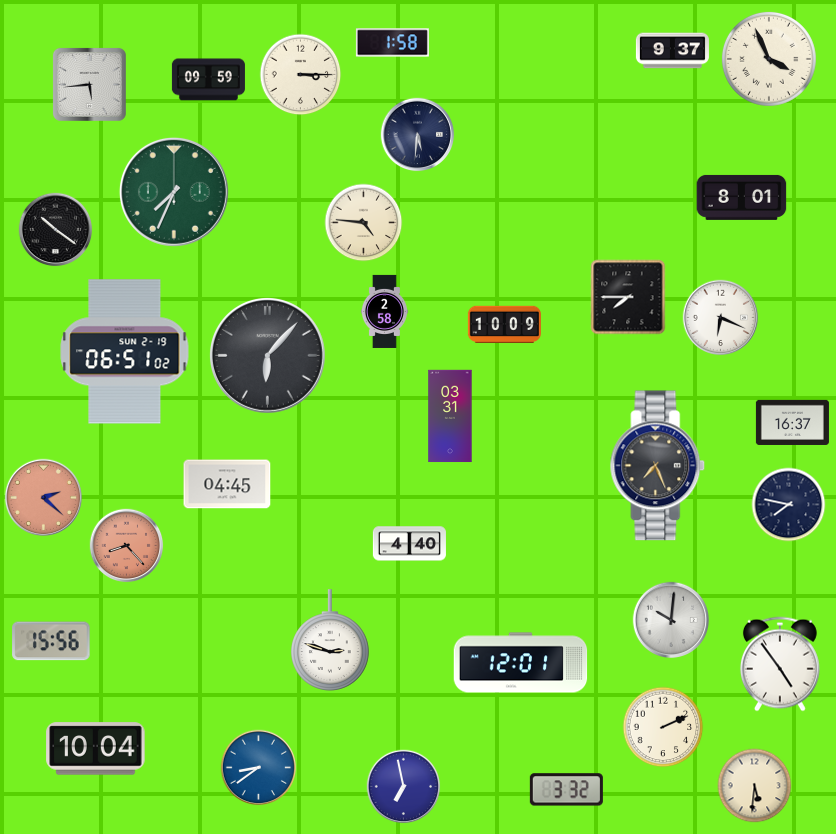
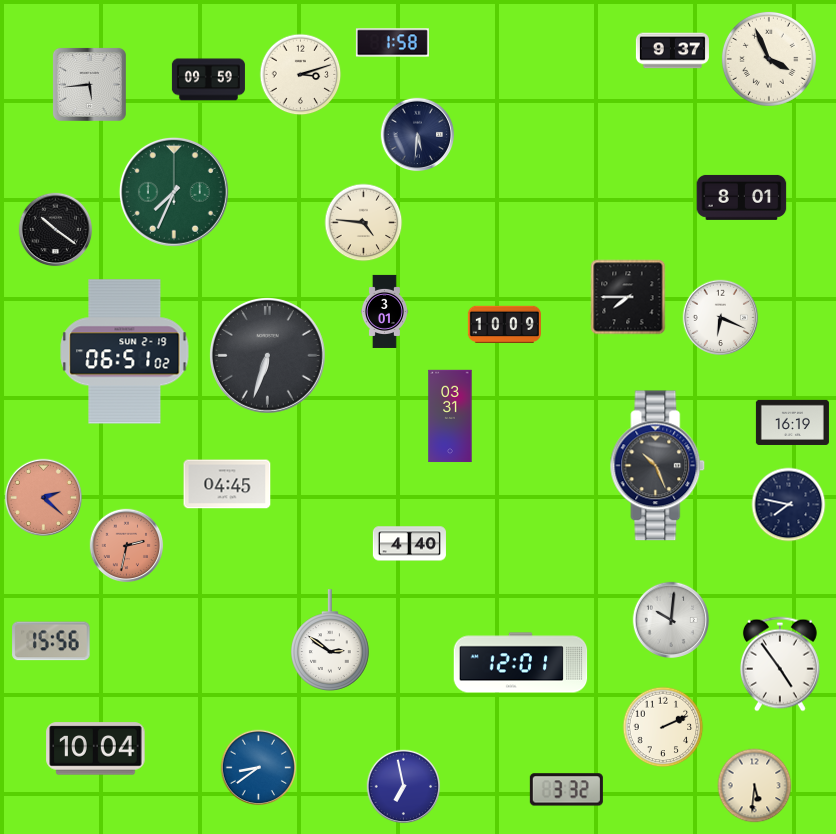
clock at (301, 75): 3:15 -> 3:12
clock at (384, 311): 2:58 -> 3:01
clock at (267, 355): 6:07 -> 6:33
clock at (792, 422): 16:37 -> 16:19
clock at (658, 466): 7:26 -> 10:26
clock at (127, 546): 8:23 -> 2:32
clock at (330, 640): 2:48 -> 2:51
